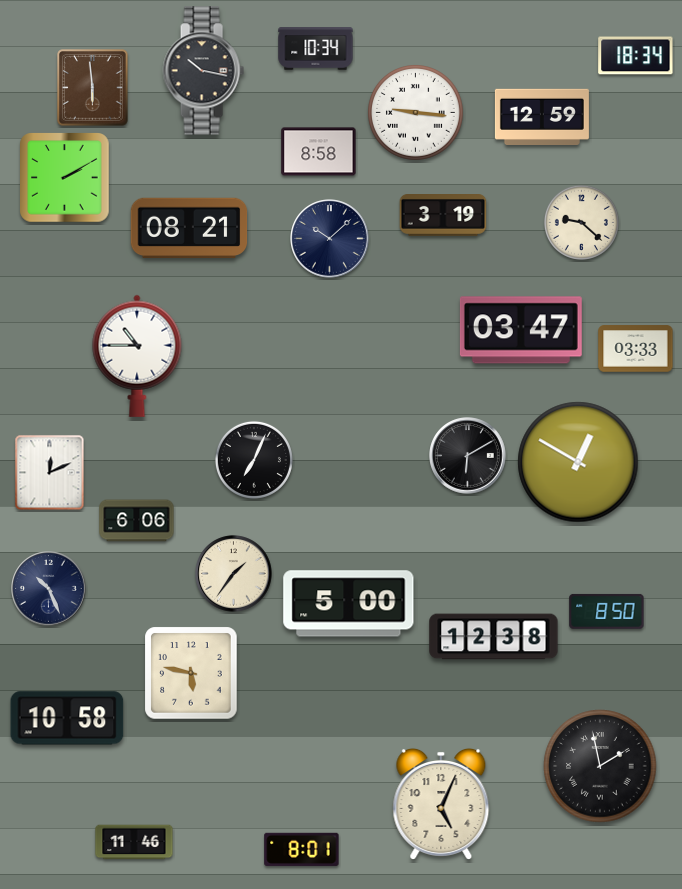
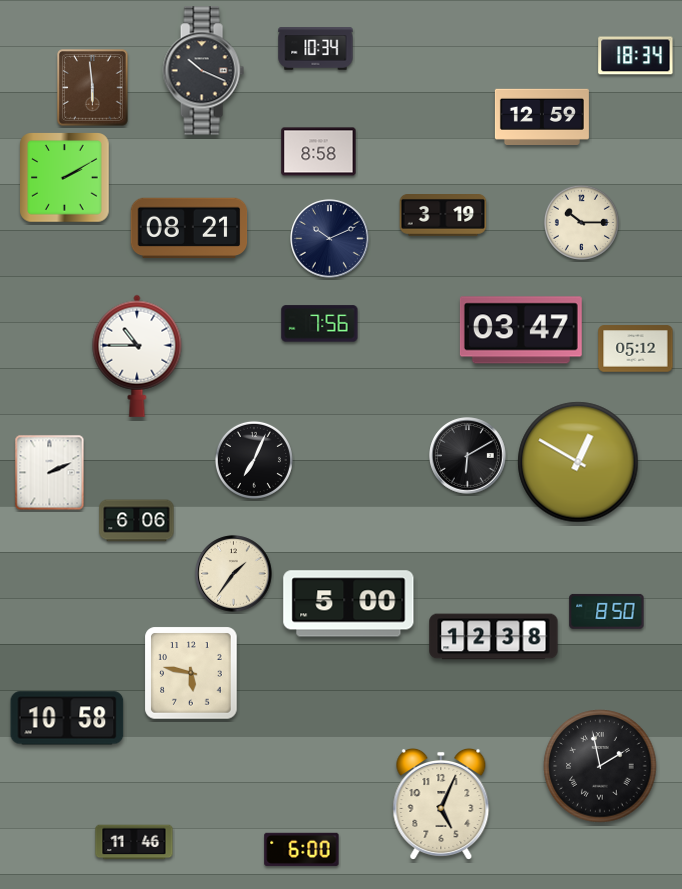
clock at (203, 71): 10:17 -> 10:19
clock at (416, 113): 9:16 -> none
clock at (581, 222): 9:22 -> 10:15
clock at (330, 239): 10:08 -> 10:11
clock at (320, 324): none -> 7:56
clock at (636, 349): 03:33 -> 05:12
clock at (50, 473): 12:11 -> 2:11
clock at (49, 589): 10:26 -> none
clock at (302, 849): 8:01 -> 6:00
